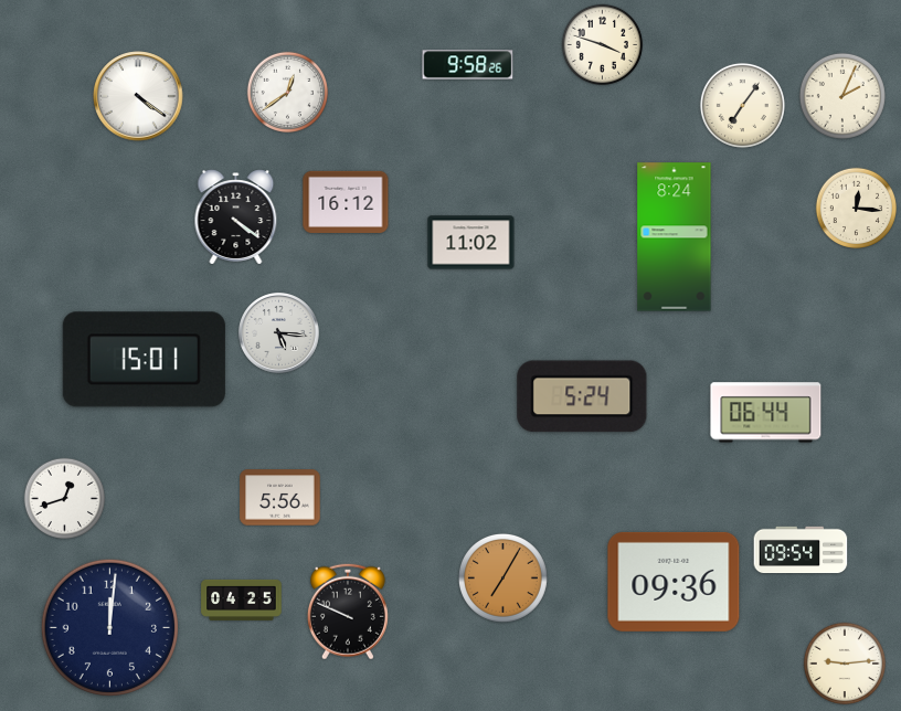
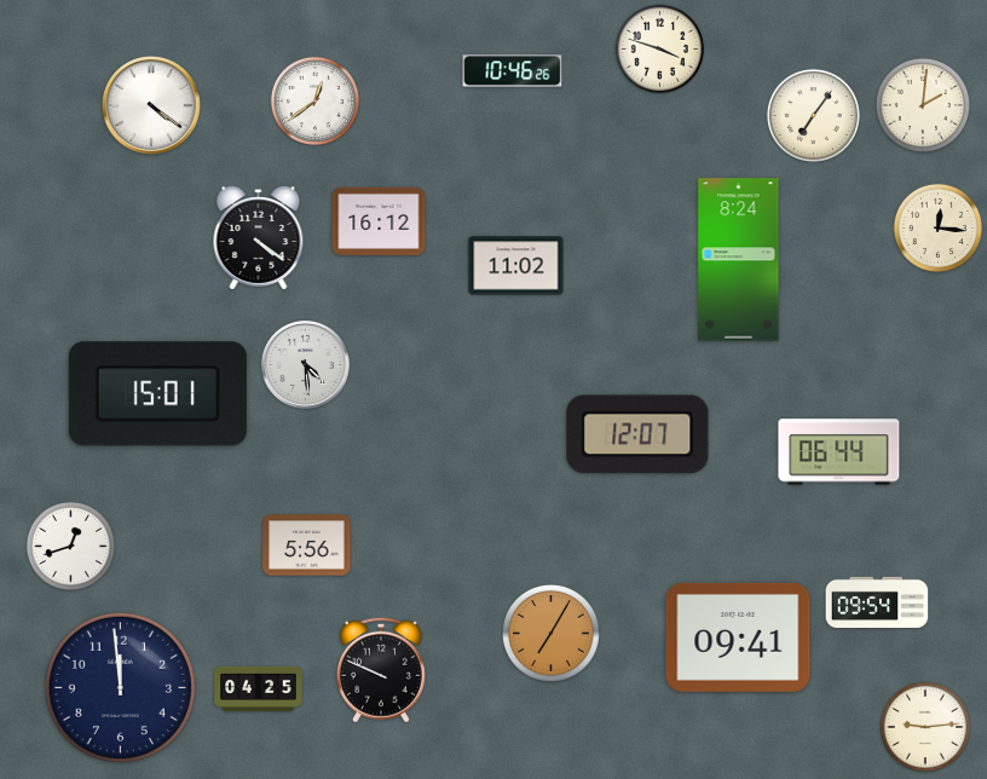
clock at (468, 65): 9:58 -> 10:46
clock at (842, 96): 2:04 -> 2:01
clock at (279, 333): 5:16 -> 4:29
clock at (582, 396): 5:24 -> 12:07
clock at (674, 582): 09:36 -> 09:41
clock at (242, 599) position: (242, 599) -> (259, 688)
clock at (109, 627): 12:01 -> 11:59
